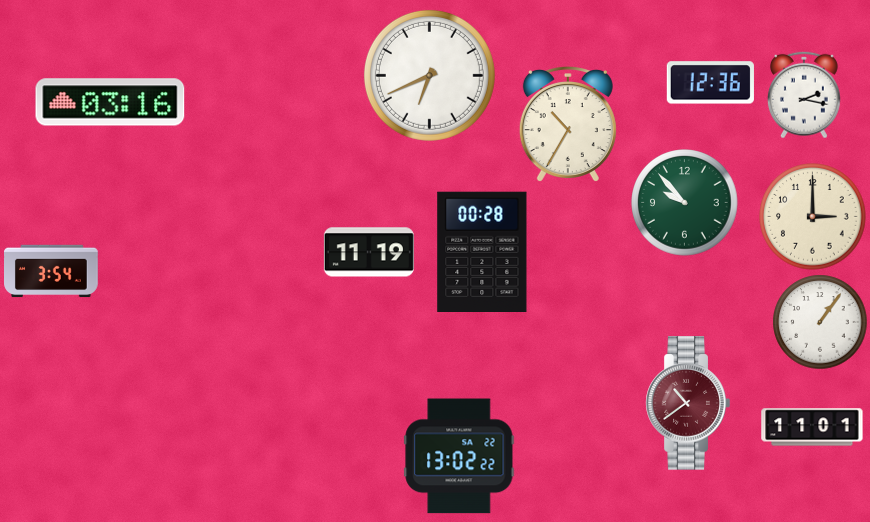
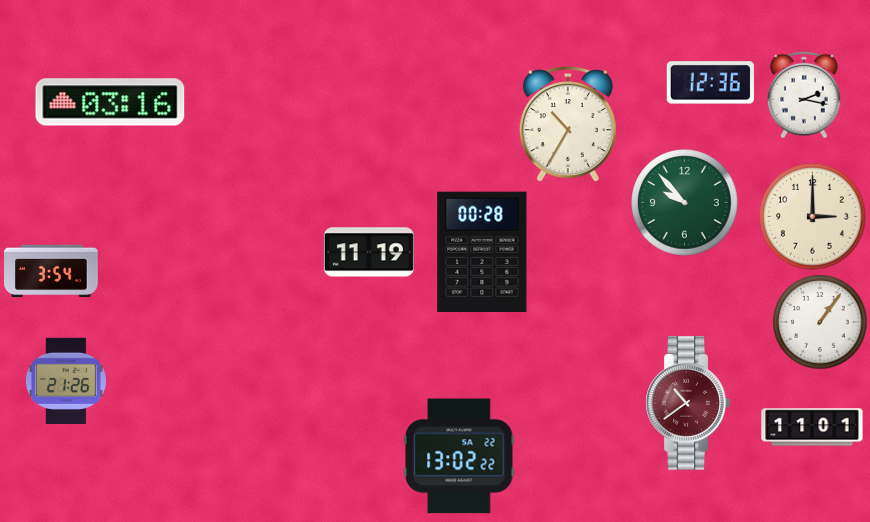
clock at (429, 75): 6:41 -> none
clock at (66, 381): none -> 21:26
